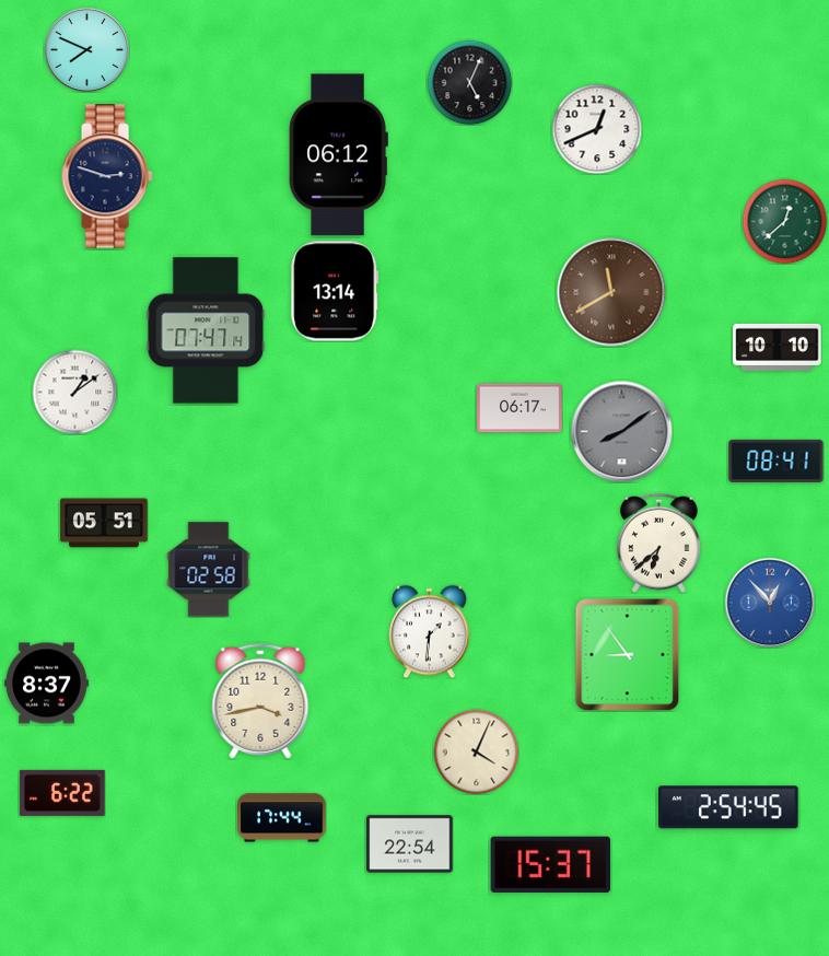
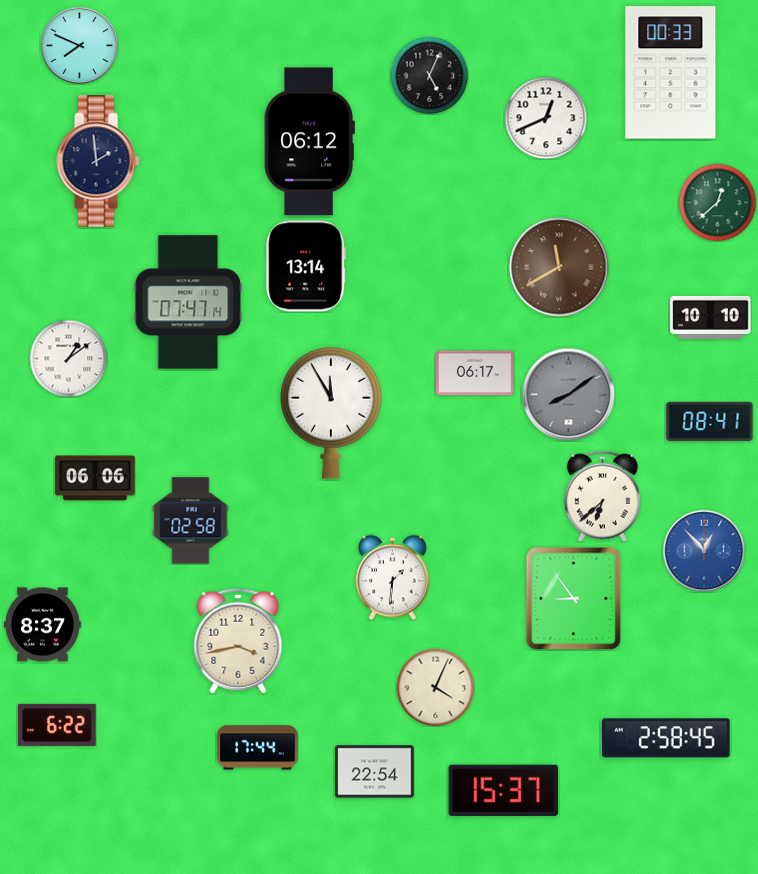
clock at (671, 73): none -> 00:33
clock at (107, 176): 2:48 -> 1:59
clock at (332, 413): none -> 11:55
clock at (104, 523): 05:51 -> 06:06
clock at (728, 807): 2:54 -> 2:58
